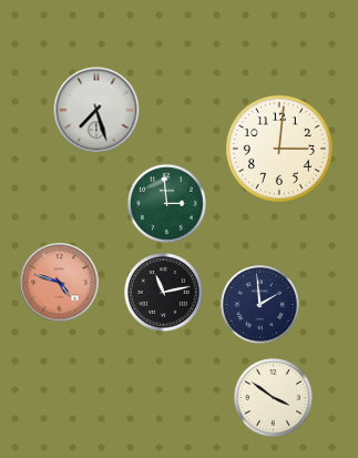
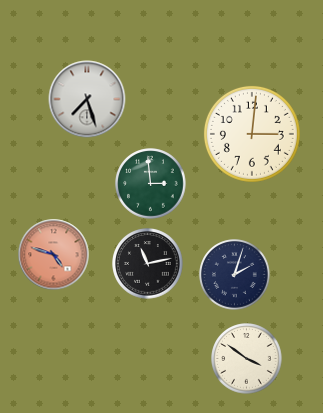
clock at (260, 305): 1:59 -> 2:03
